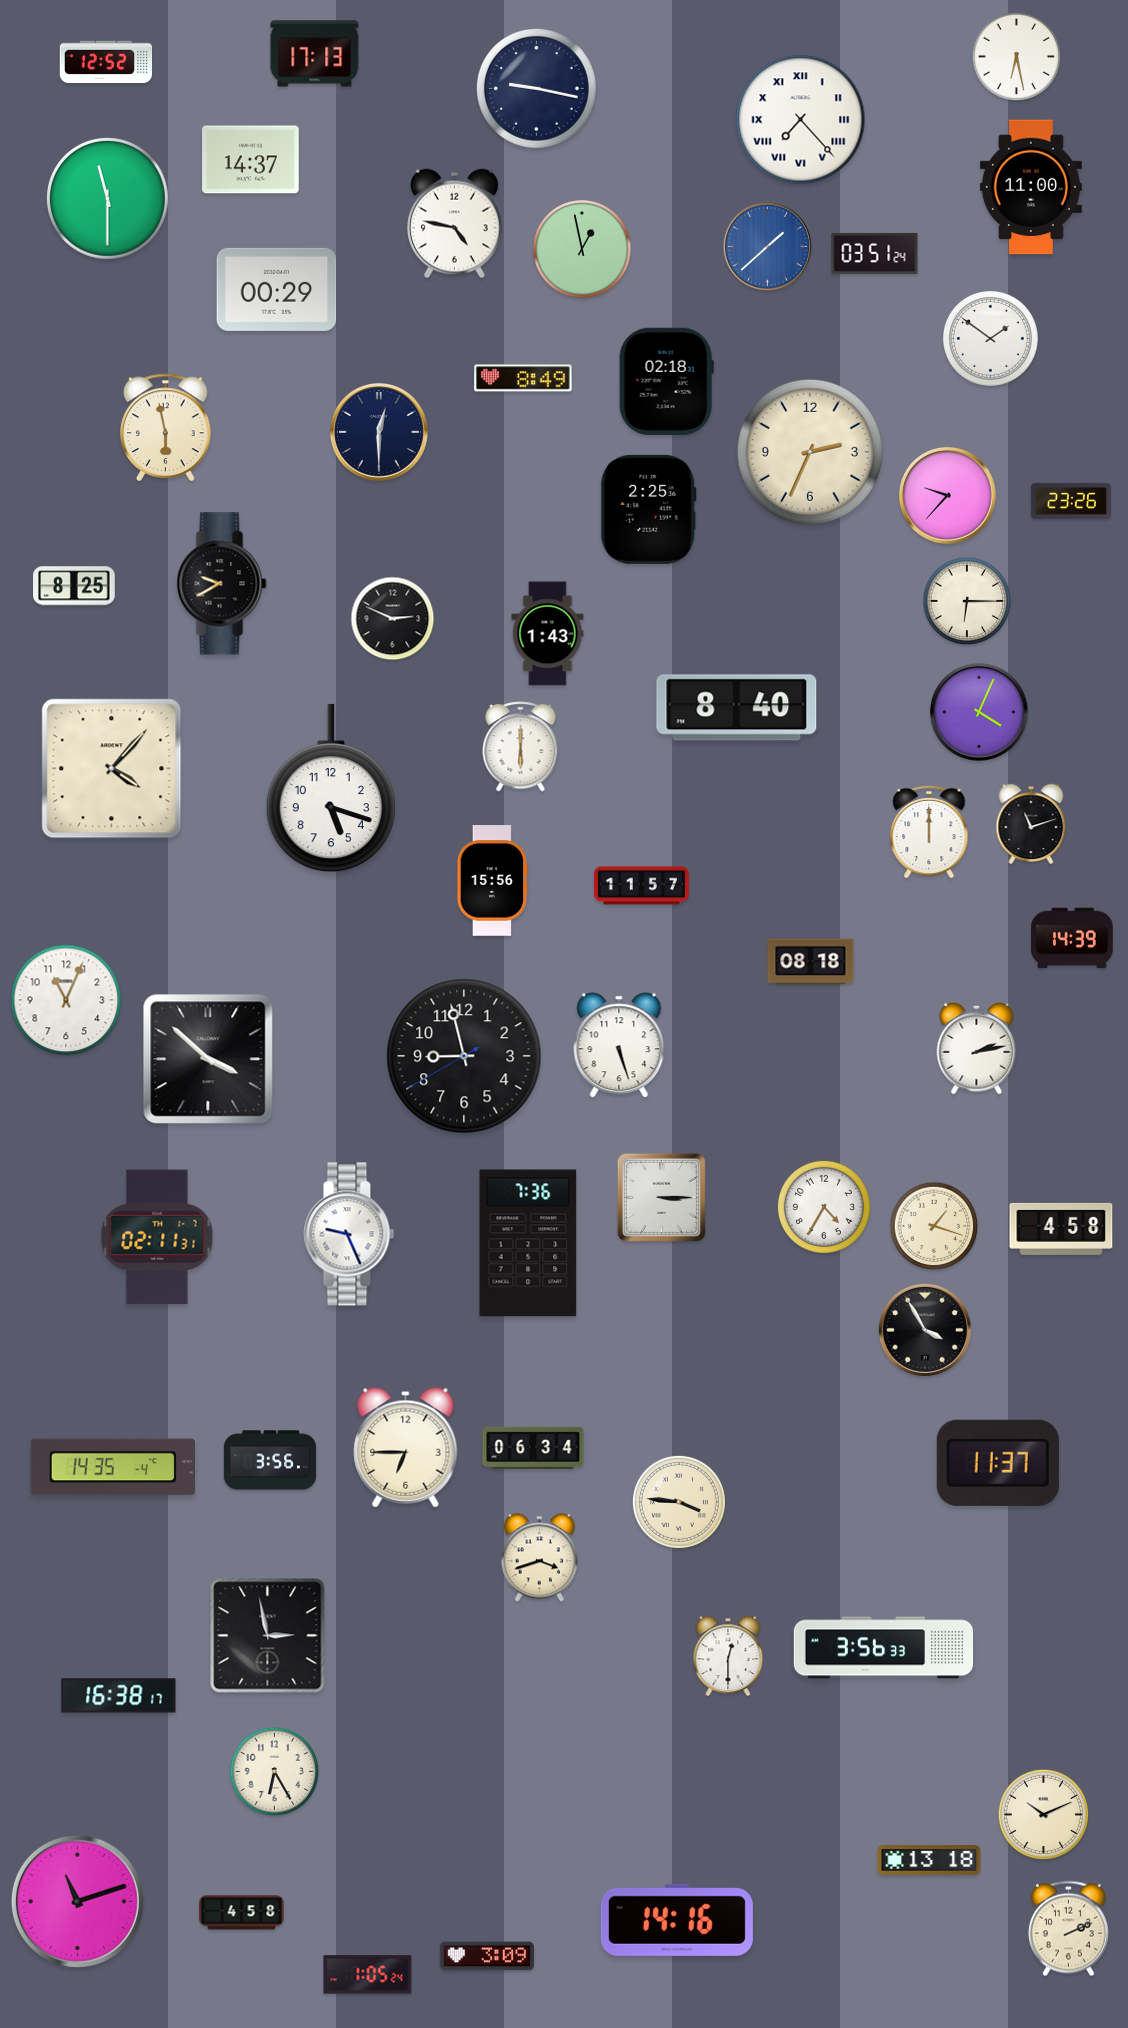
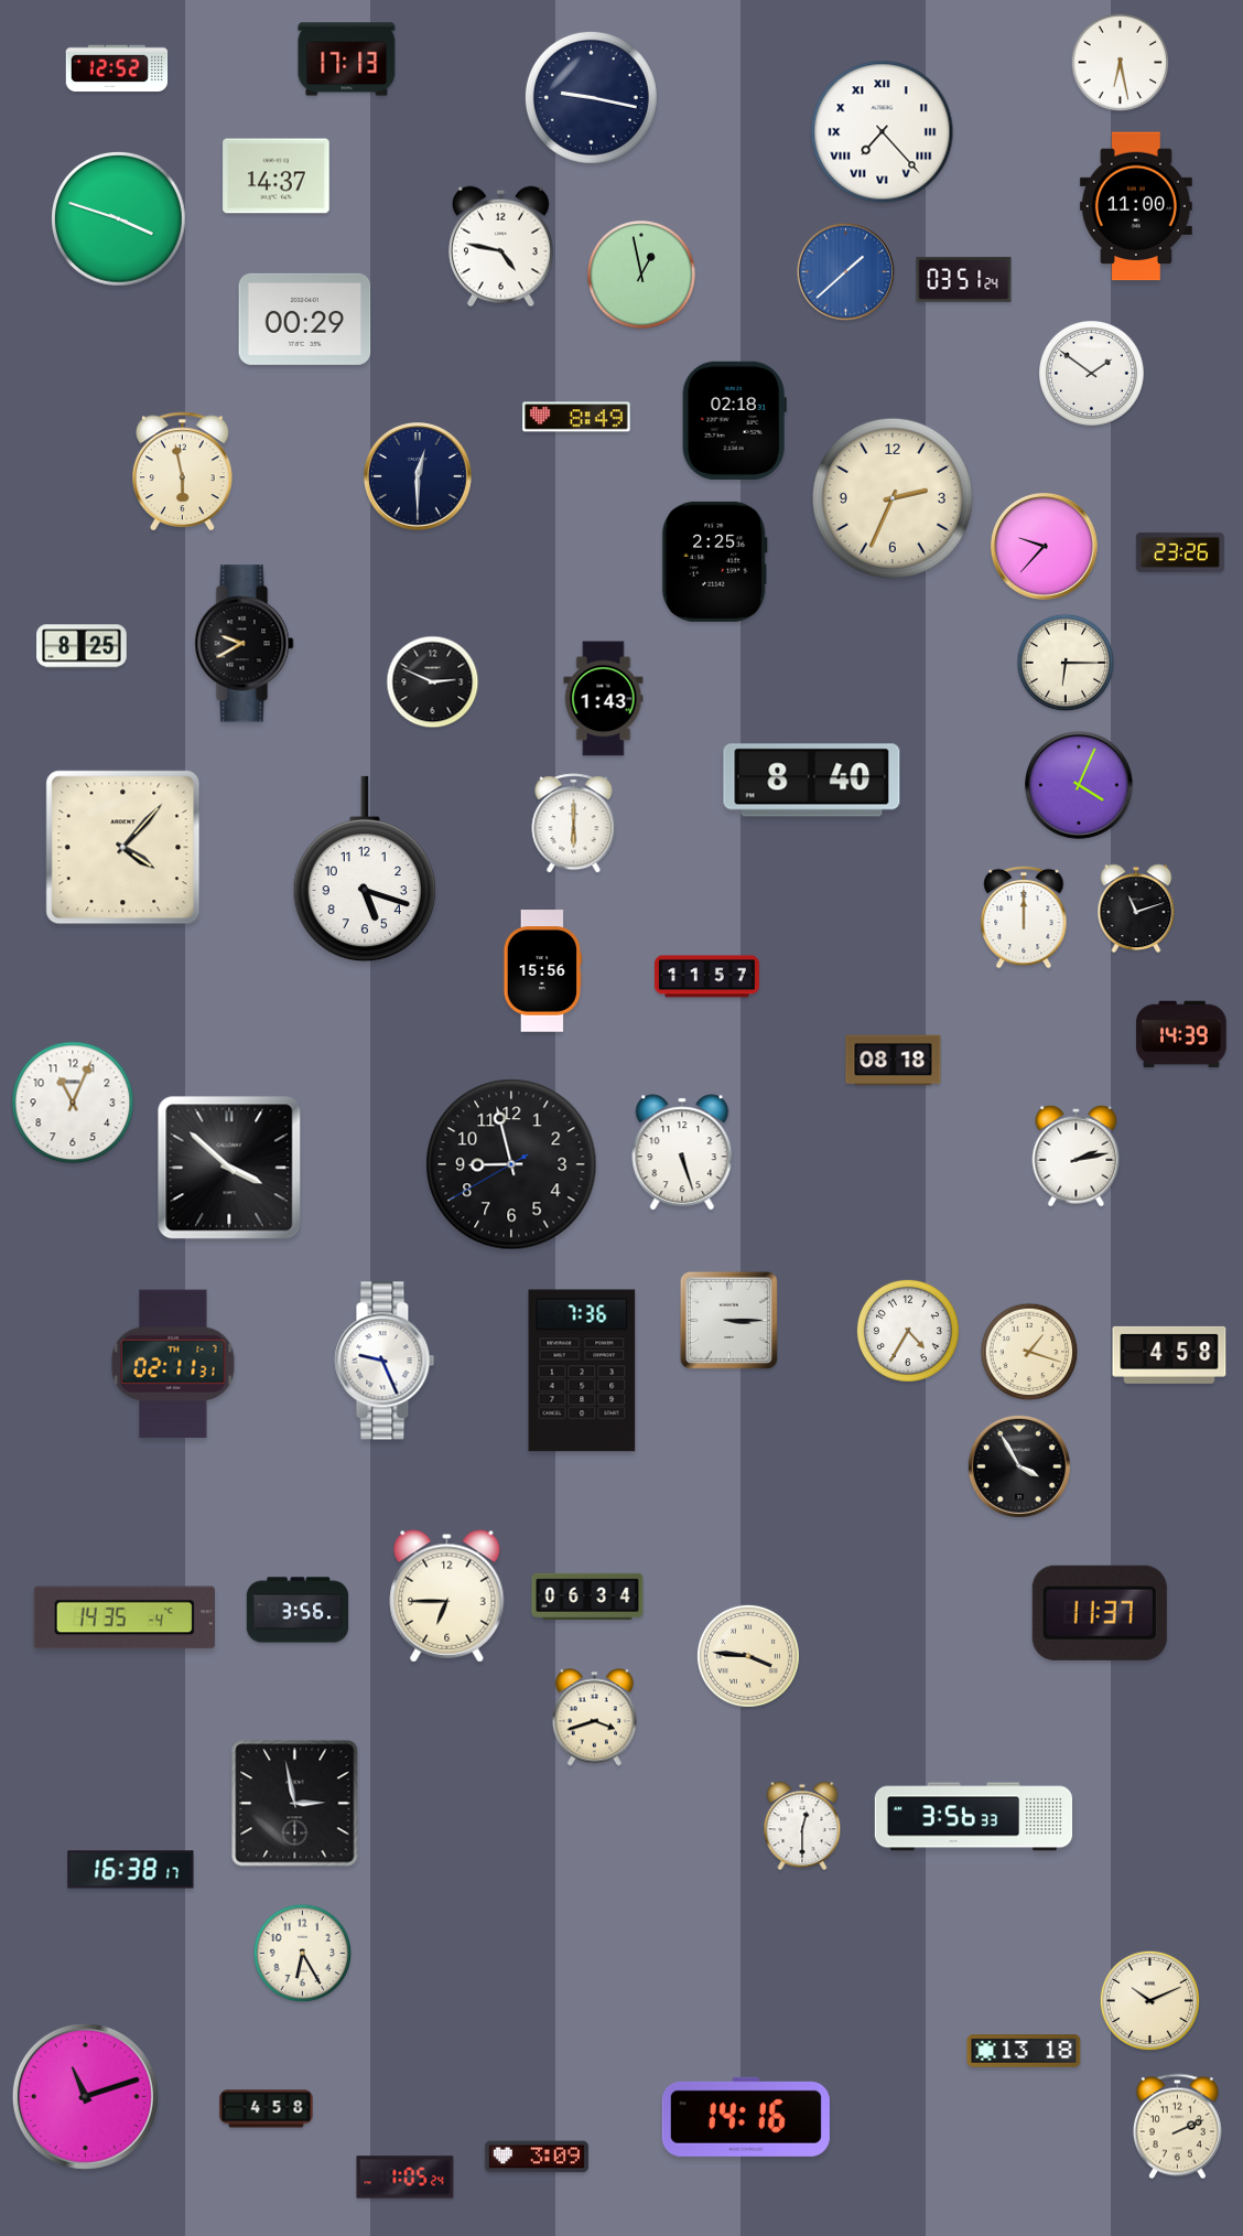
clock at (107, 198): 11:30 -> 3:48
